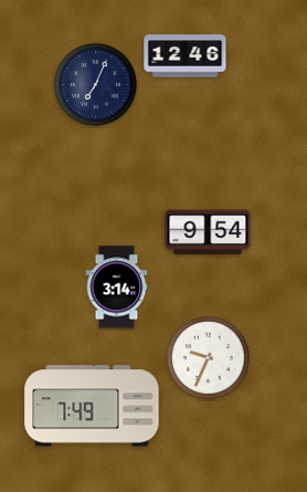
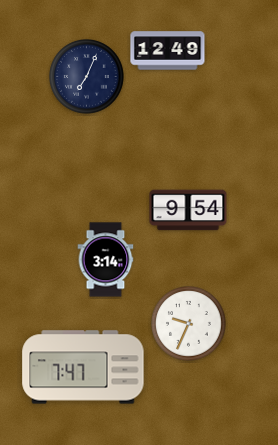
clock at (186, 56): 12:46 -> 12:49
clock at (92, 406): 7:49 -> 7:47
